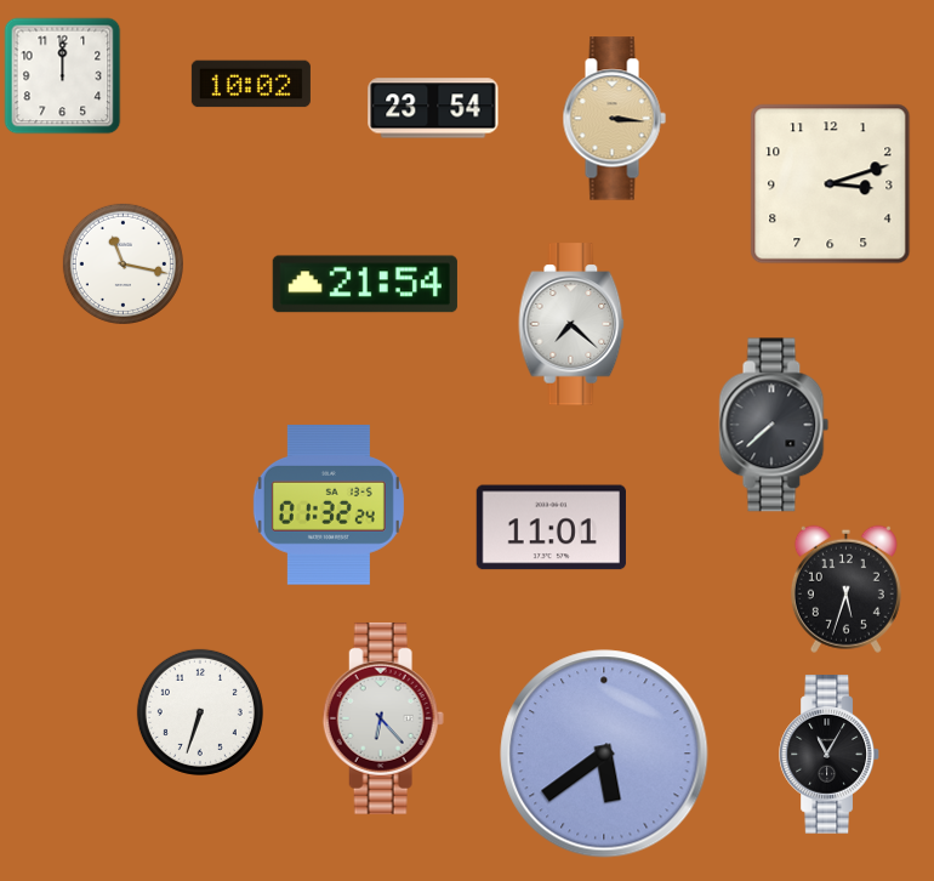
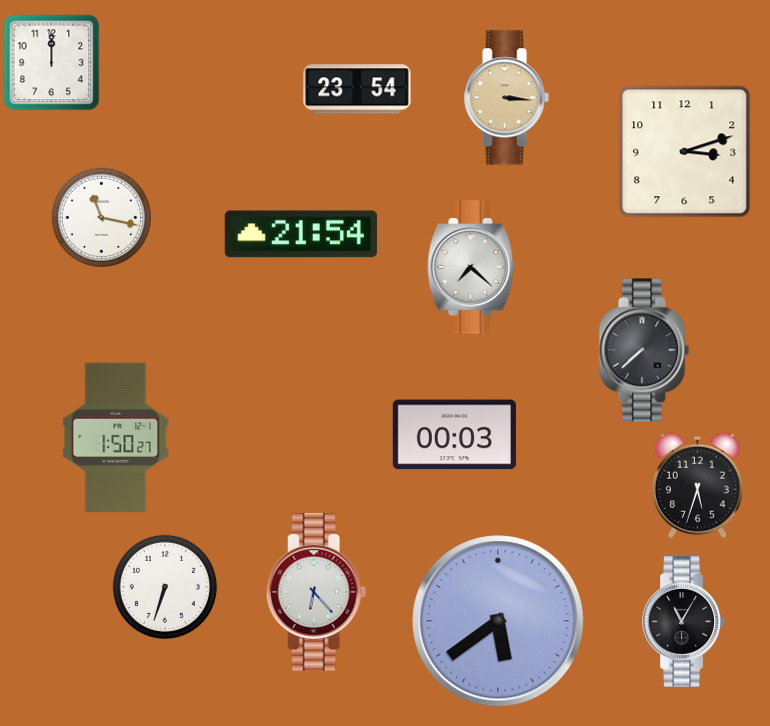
clock at (251, 84): 10:02 -> none
clock at (774, 425) position: (774, 425) -> (644, 350)
clock at (329, 505): 01:32 -> none
clock at (551, 528): 11:01 -> 00:03
clock at (116, 438): none -> 1:50
